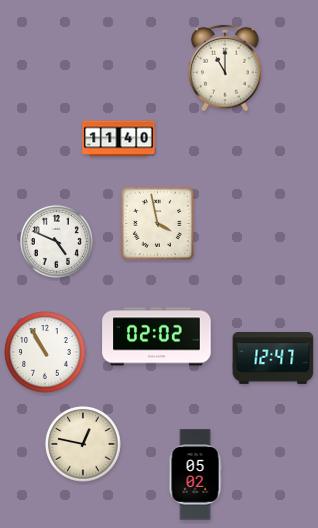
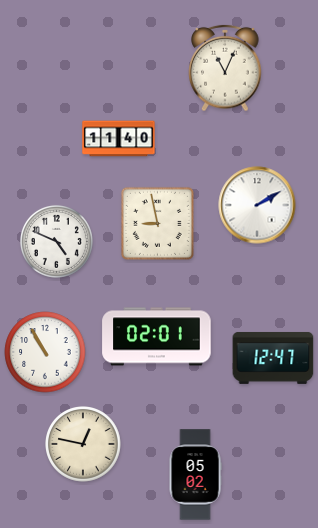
clock at (225, 68): 11:00 -> 11:04
clock at (257, 205): none -> 2:10
clock at (157, 223): 3:58 -> 8:58
clock at (157, 337): 02:02 -> 02:01
